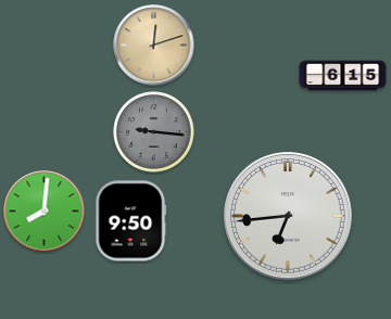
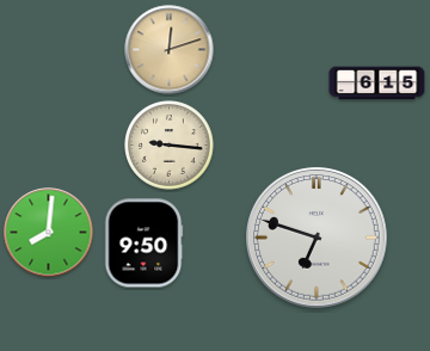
clock at (154, 132) dial: grey -> cream
clock at (289, 217): 6:44 -> 6:48
